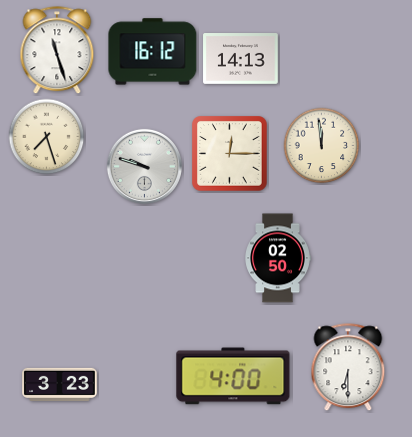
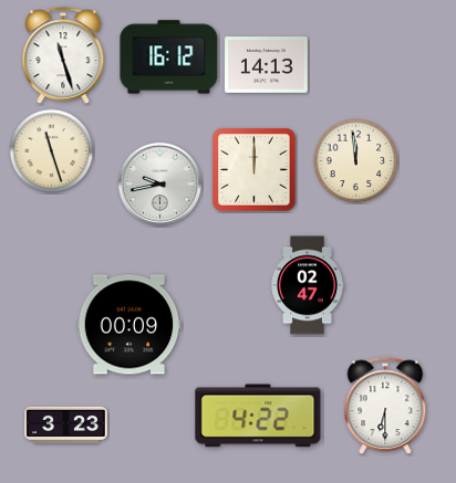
clock at (47, 137): 7:27 -> 11:27
clock at (230, 154): 12:15 -> 12:00
clock at (144, 166): 9:48 -> 9:43
clock at (278, 258): 02:50 -> 02:47
clock at (129, 325): none -> 00:09
clock at (233, 376): 4:00 -> 4:22
